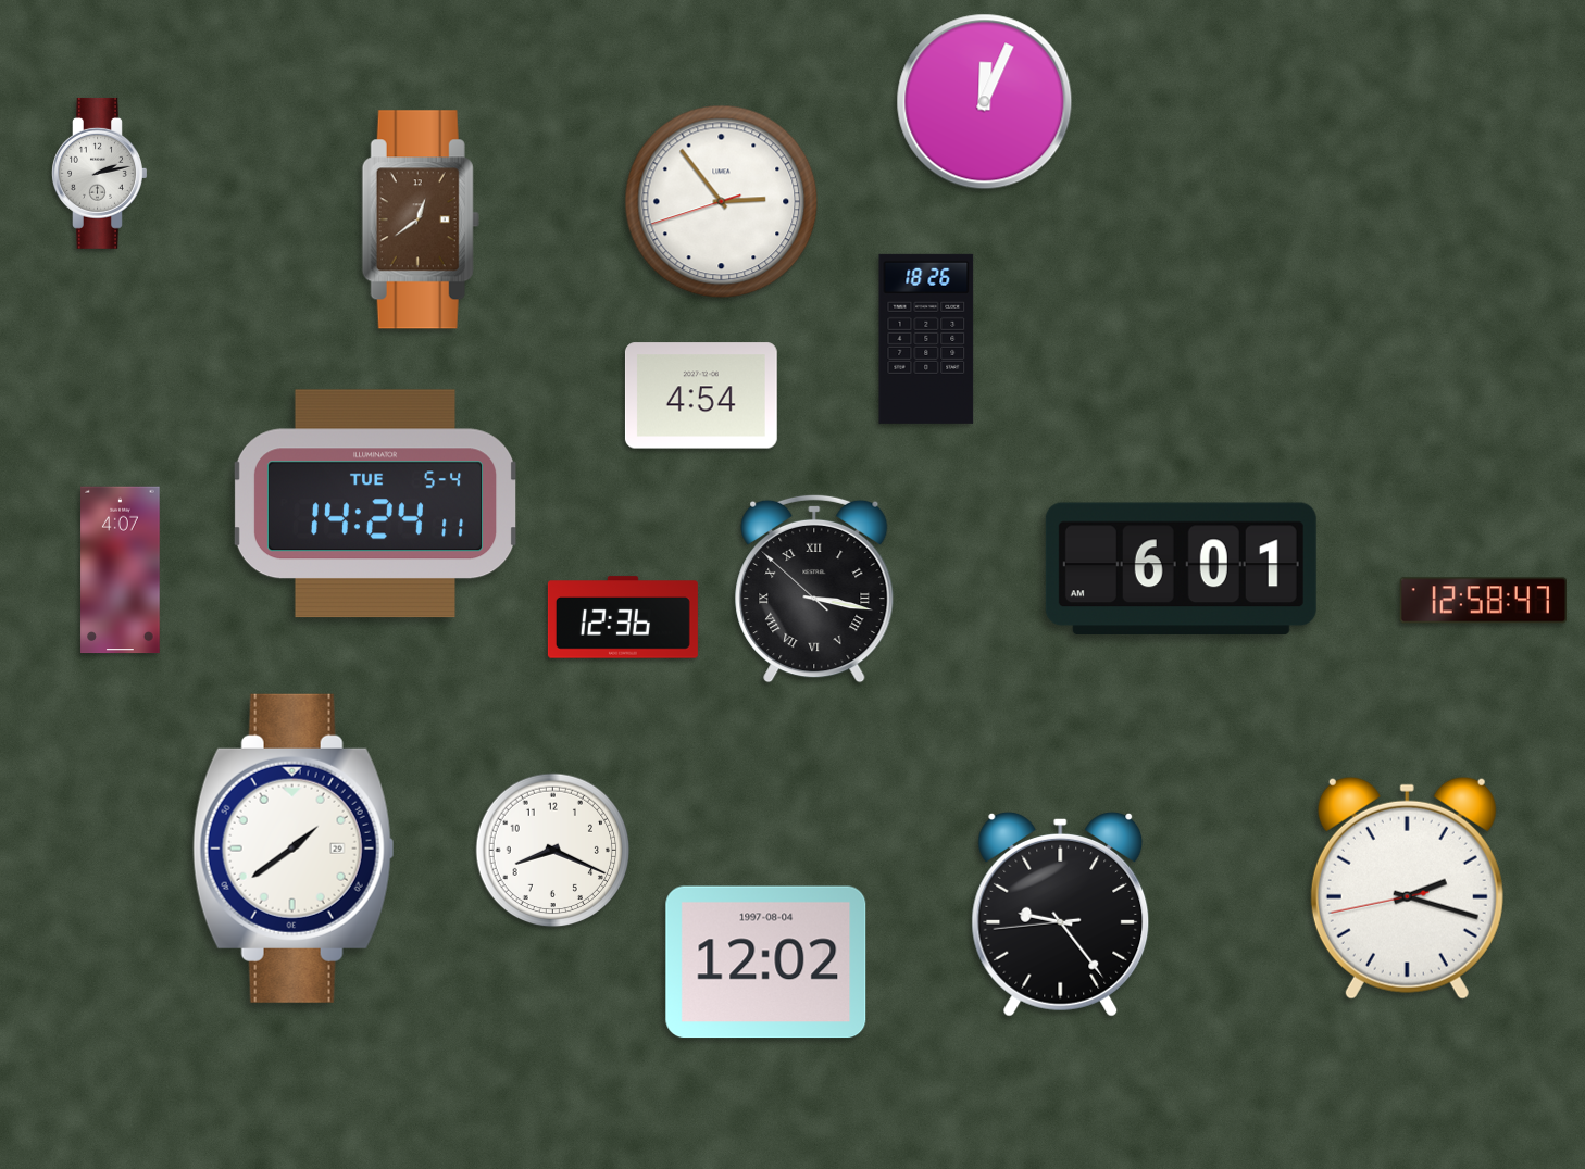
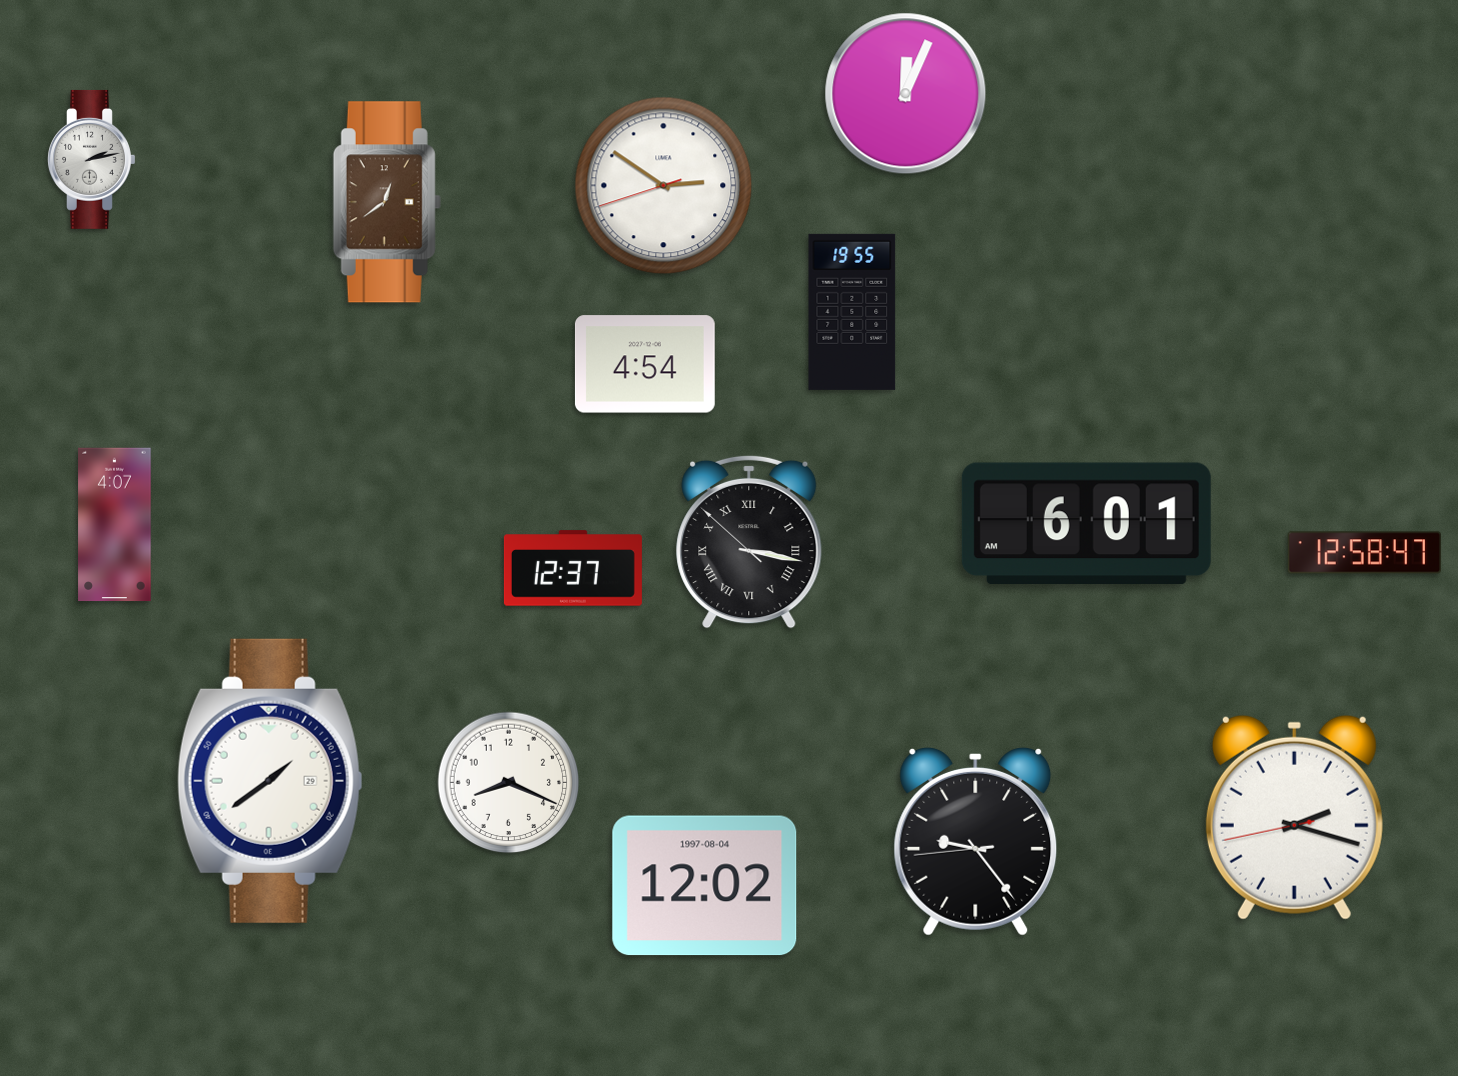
clock at (722, 202): 2:53 -> 2:50
clock at (926, 339): 18:26 -> 19:55
clock at (375, 504): 14:24 -> none
clock at (121, 570) position: (121, 570) -> (115, 525)
clock at (623, 617): 12:36 -> 12:37
